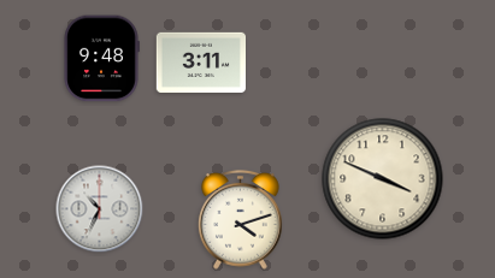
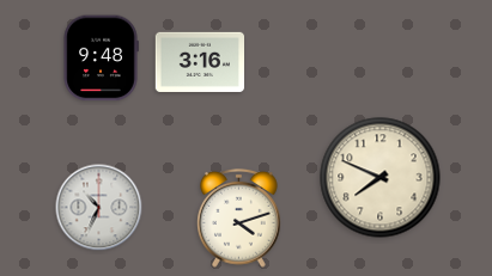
clock at (200, 63): 3:11 -> 3:16
clock at (383, 179): 3:49 -> 7:49
